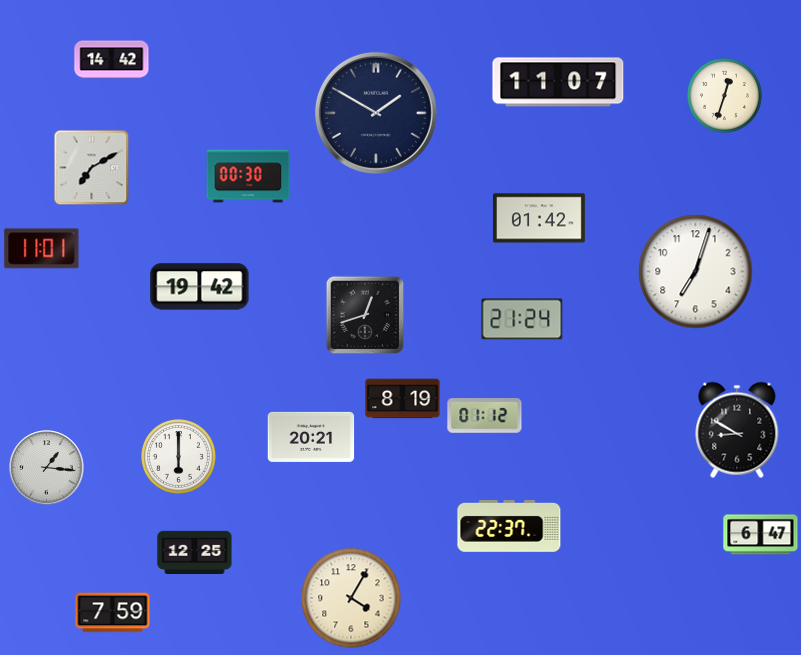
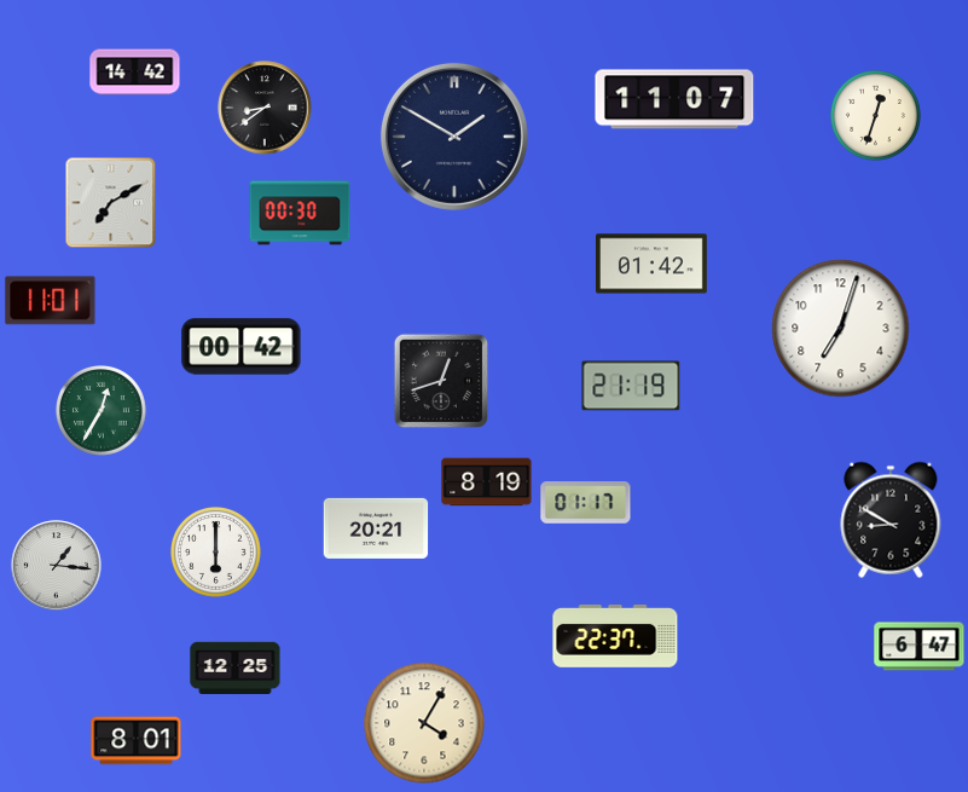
clock at (265, 108): none -> 8:39
clock at (200, 287): 19:42 -> 00:42
clock at (522, 319): 21:24 -> 21:19
clock at (102, 411): none -> 12:35
clock at (485, 416): 01:12 -> 01:17
clock at (113, 613): 7:59 -> 8:01
